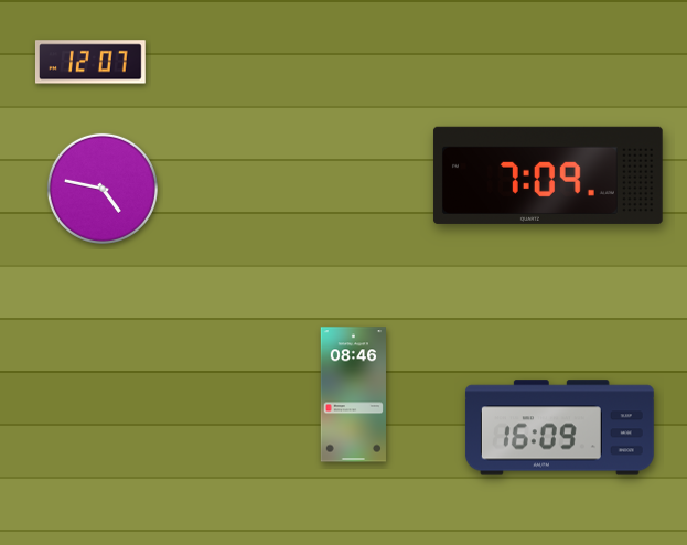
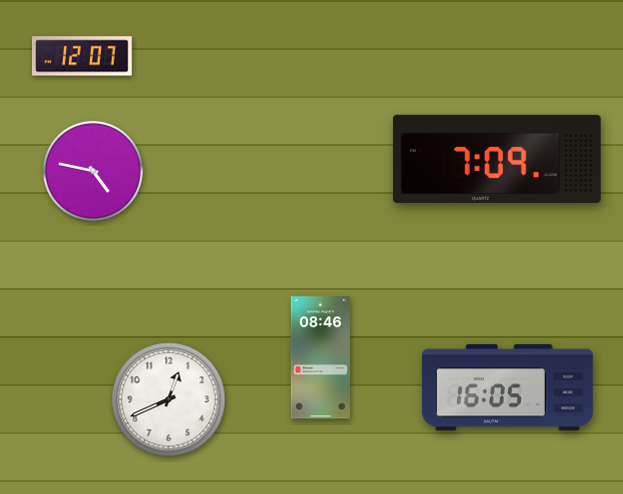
clock at (559, 428): 16:09 -> 16:05
clock at (169, 400): none -> 12:41
